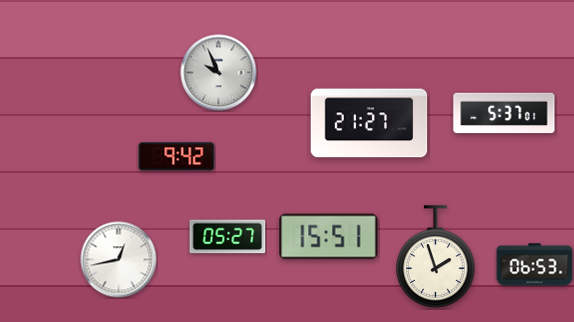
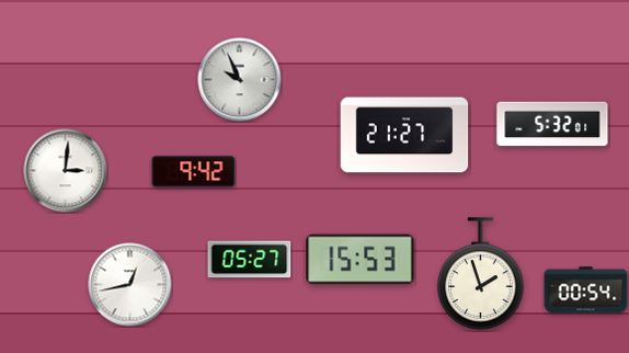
clock at (504, 113): 5:37 -> 5:32
clock at (66, 171): none -> 3:01
clock at (329, 237): 15:51 -> 15:53
clock at (436, 257) position: (436, 257) -> (481, 274)
clock at (535, 265): 06:53 -> 00:54
